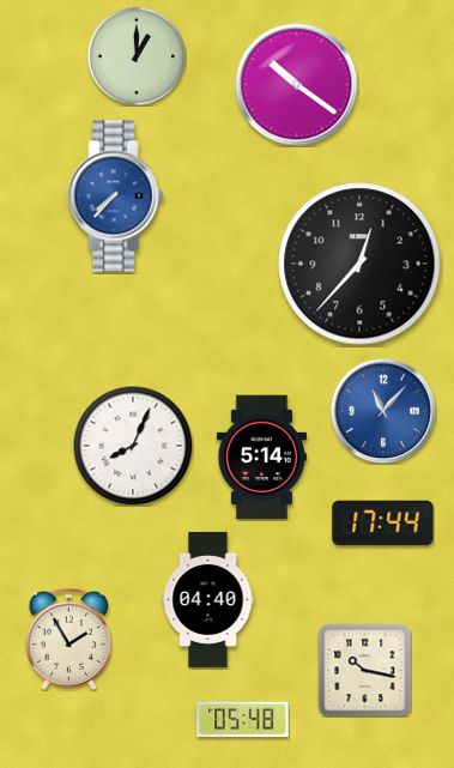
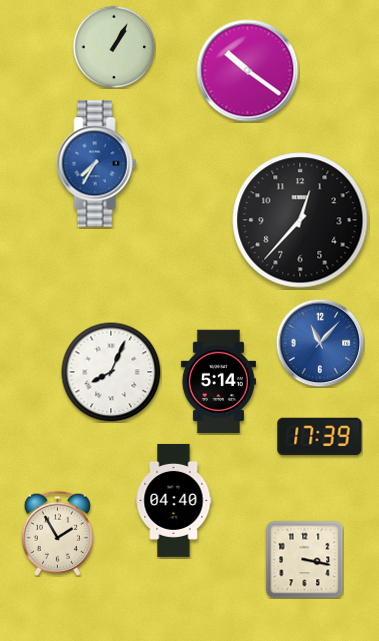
clock at (137, 56): 1:00 -> 1:05
clock at (116, 196): 7:37 -> 7:35
clock at (383, 524): 17:44 -> 17:39
clock at (364, 670): 10:17 -> 3:17
clock at (243, 720): 05:48 -> none
